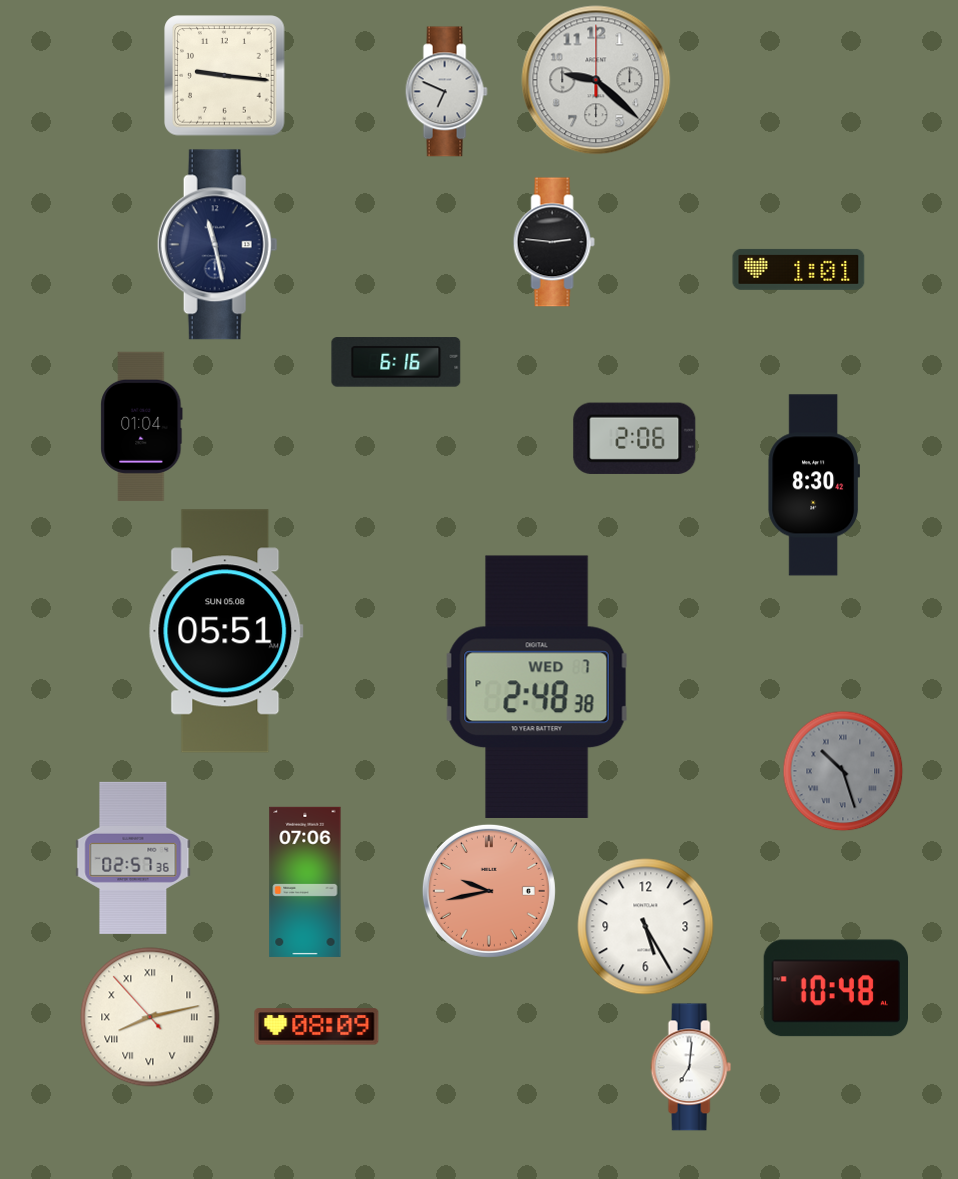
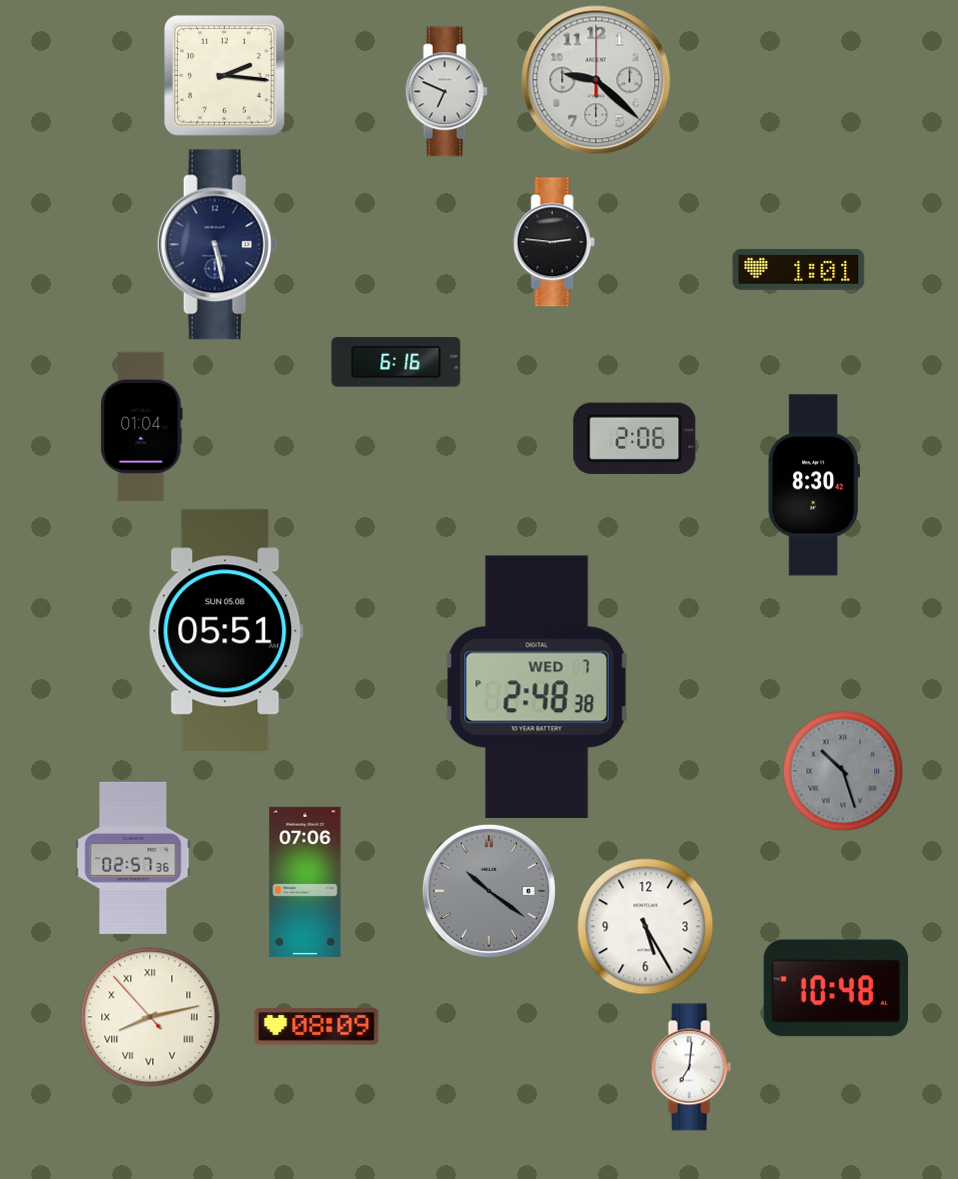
clock at (225, 76): 9:16 -> 2:16
clock at (217, 245): 11:28 -> 5:28
clock at (489, 891): 9:43 -> 10:21
clock at (489, 891) dial: salmon -> grey
